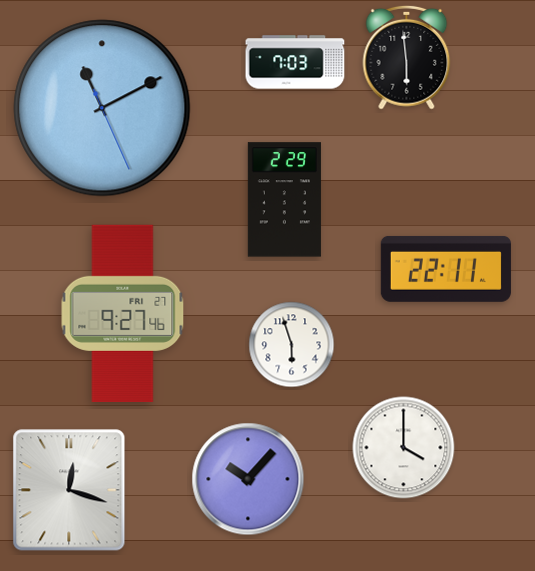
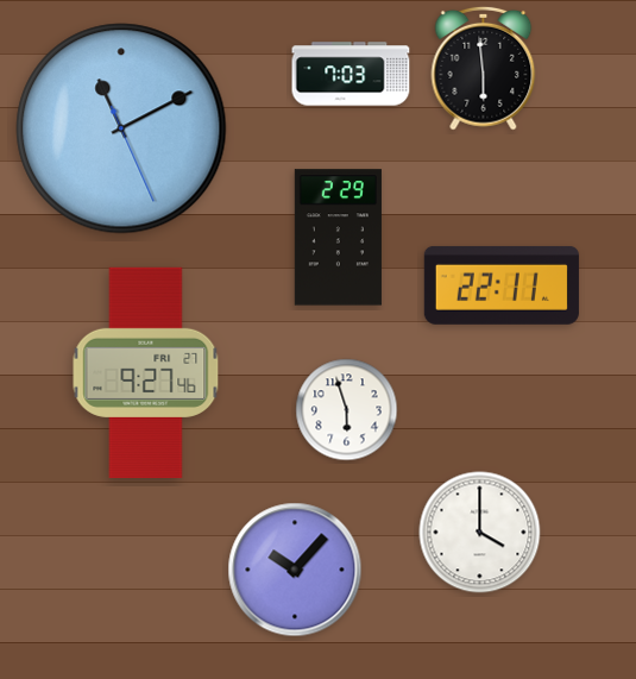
clock at (446, 269) position: (446, 269) -> (502, 285)
clock at (69, 490): 12:18 -> none
